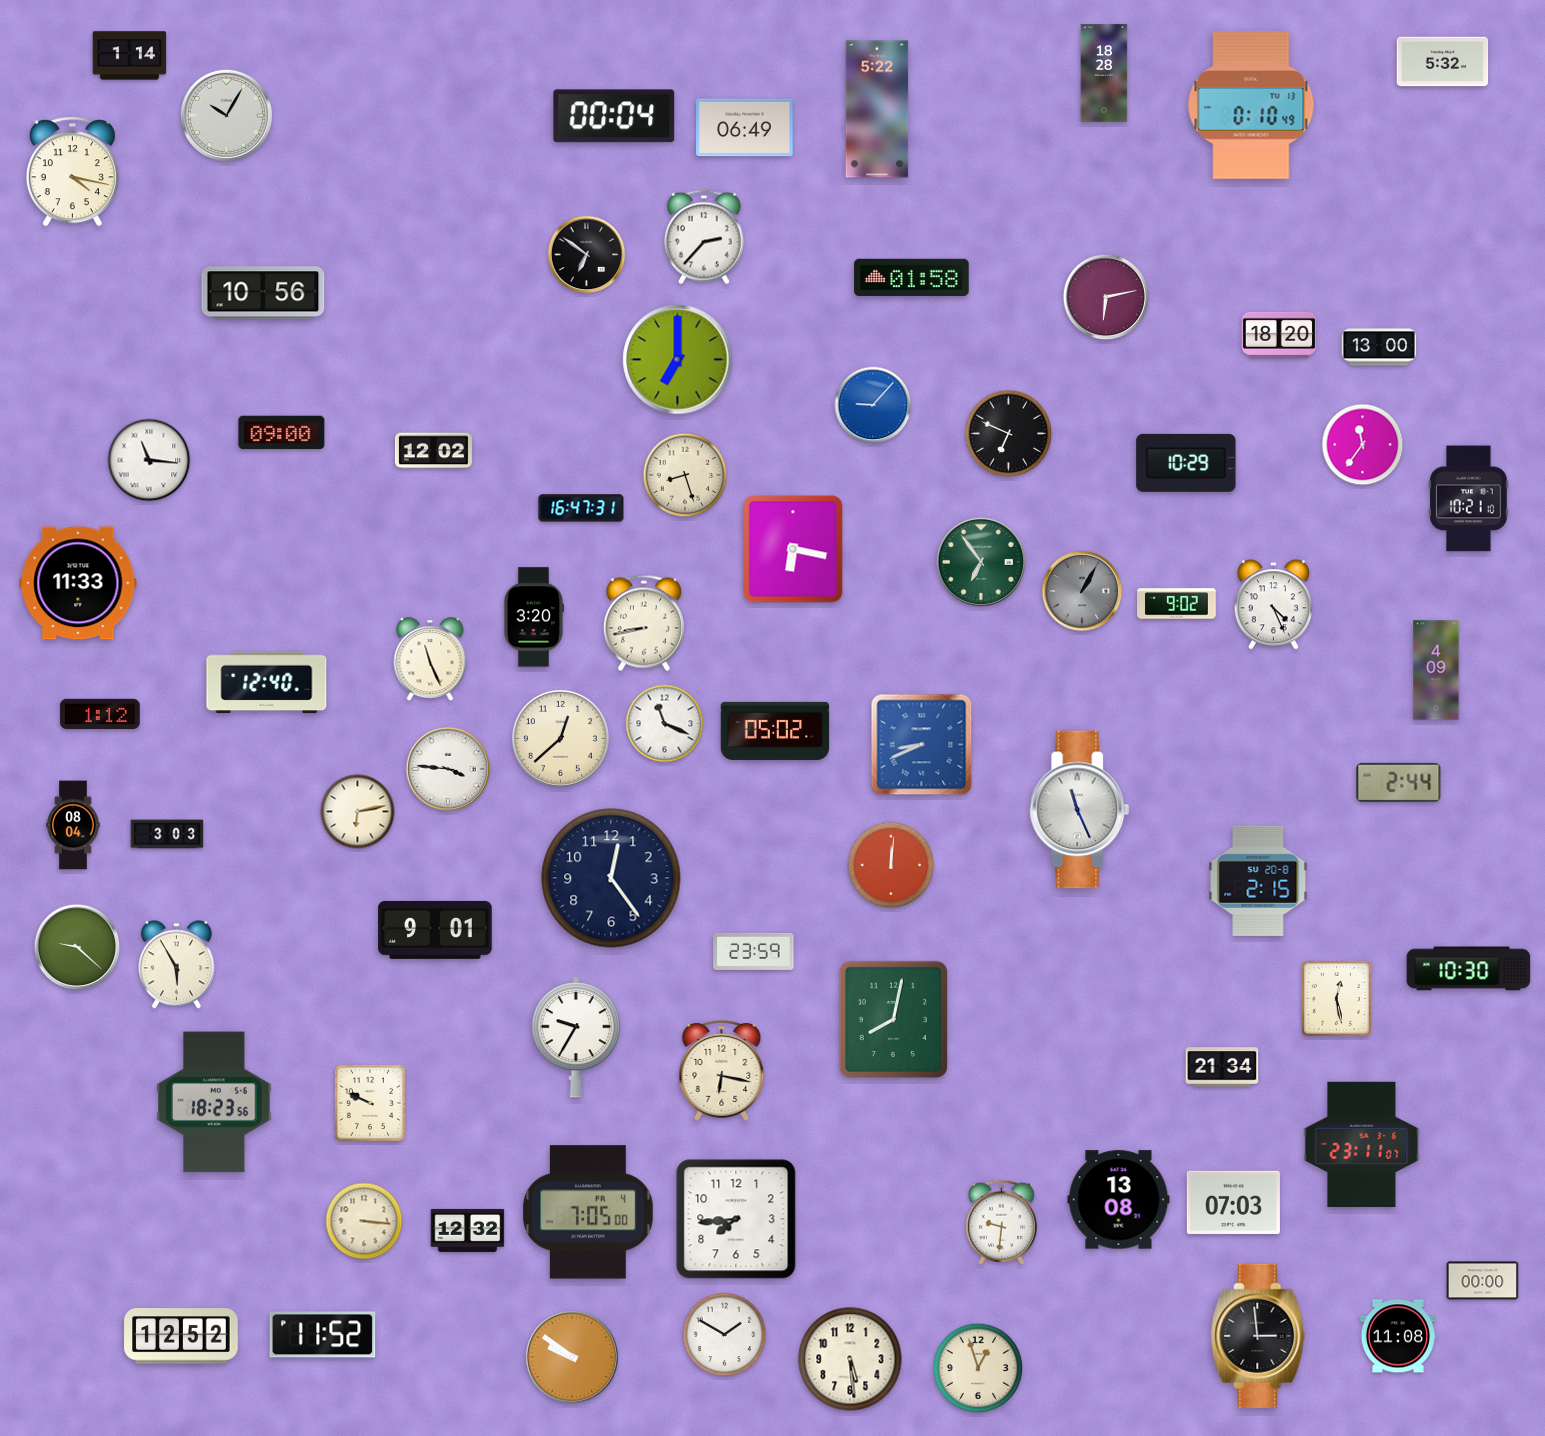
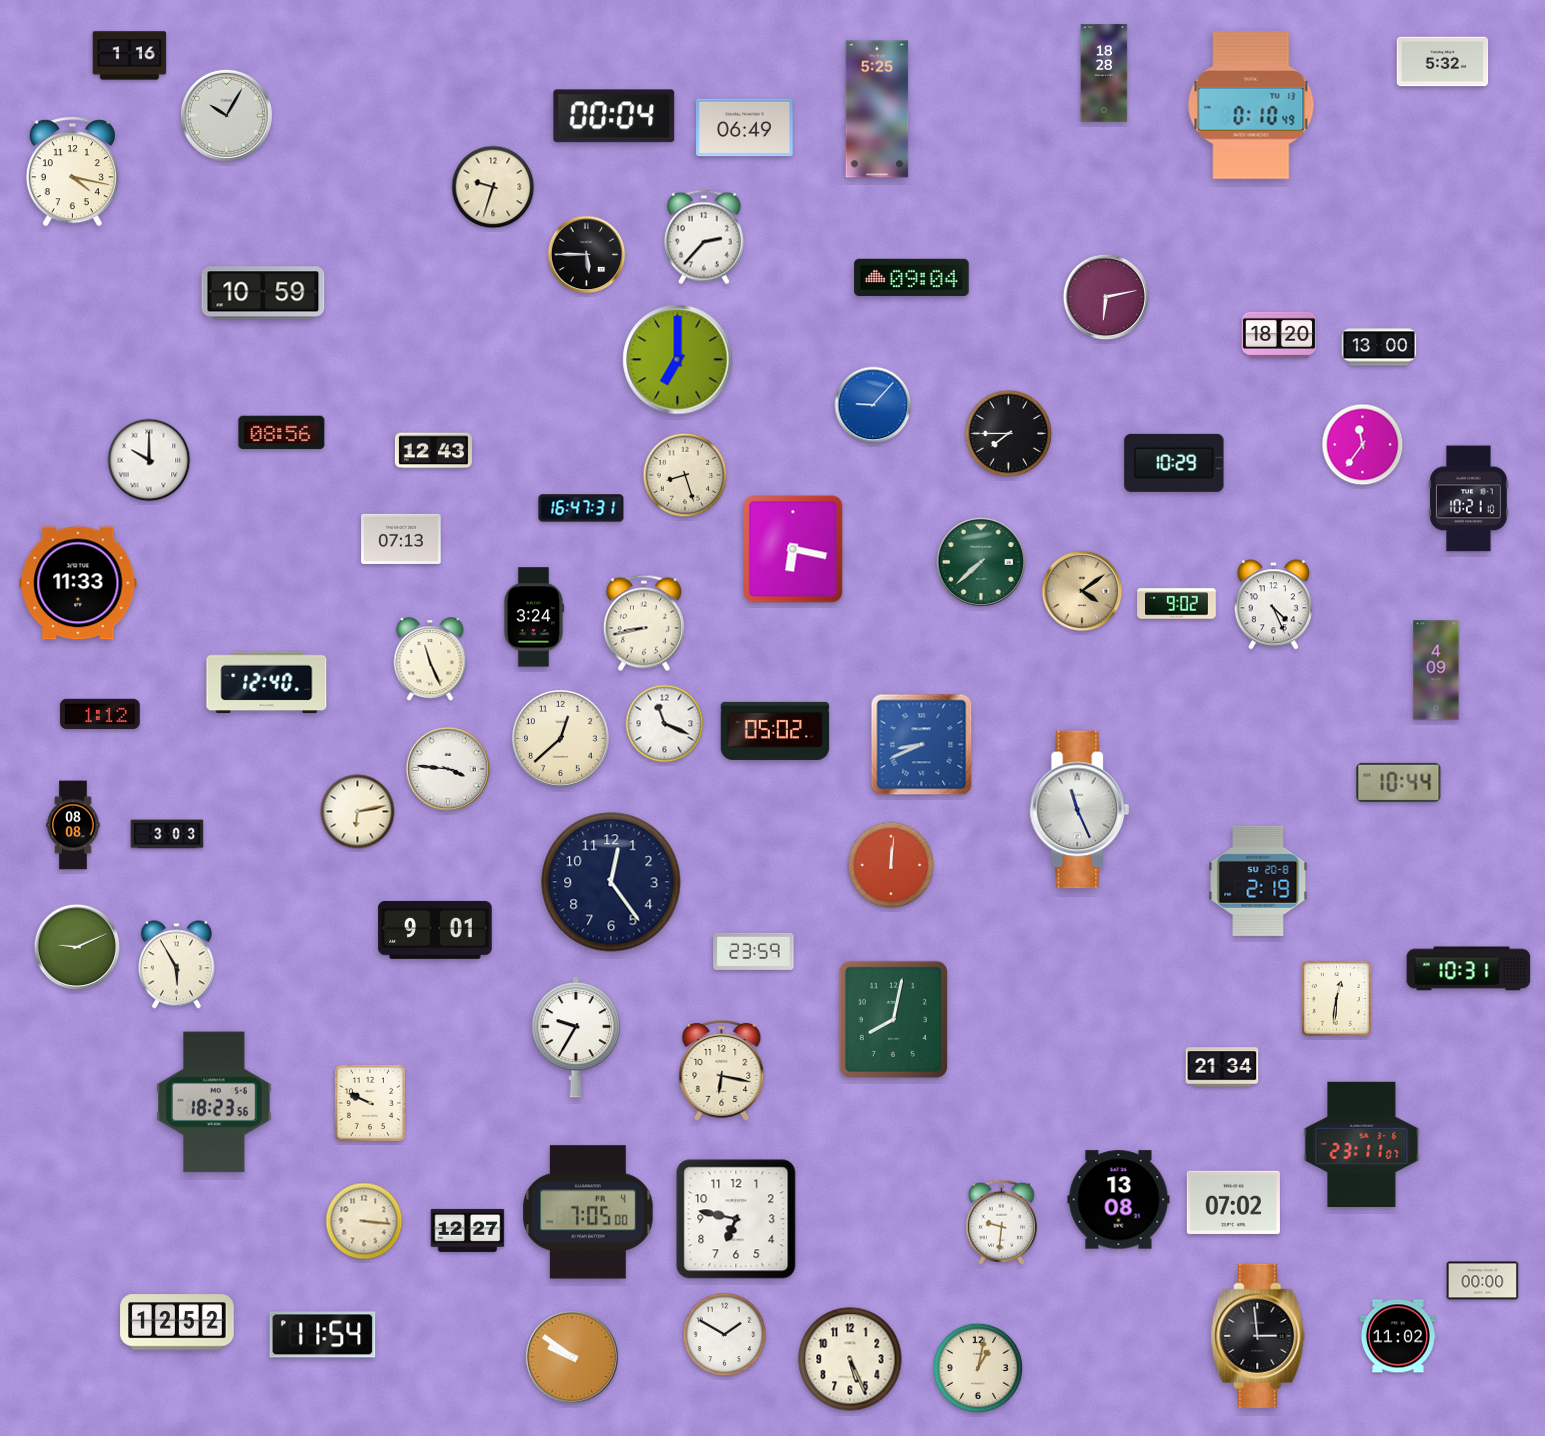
clock at (130, 56): 1:14 -> 1:16
clock at (877, 109): 5:22 -> 5:25
clock at (493, 187): none -> 9:33
clock at (587, 255): 6:51 -> 5:45
clock at (912, 277): 01:58 -> 09:04
clock at (263, 293): 10:56 -> 10:59
clock at (282, 433): 09:00 -> 08:56
clock at (1009, 434): 6:49 -> 7:45
clock at (433, 451): 12:02 -> 12:43
clock at (149, 460): 11:16 -> 10:00
clock at (1186, 463) position: (1186, 463) -> (1174, 463)
clock at (401, 539): none -> 07:13
clock at (981, 562): 6:54 -> 7:38
clock at (1082, 591): 1:05 -> 4:09
clock at (1082, 591) dial: grey -> champagne
clock at (534, 617): 3:20 -> 3:24
clock at (1399, 782): 2:44 -> 10:44
clock at (73, 825): 08:04 -> 08:08
clock at (611, 878) position: (611, 878) -> (611, 882)
clock at (1258, 881): 2:15 -> 2:19
clock at (77, 947): 9:22 -> 9:11
clock at (1469, 969): 10:30 -> 10:31
clock at (1336, 998): 12:28 -> 12:31
clock at (1233, 1202): 07:03 -> 07:02
clock at (736, 1219): 7:44 -> 6:47
clock at (468, 1230): 12:32 -> 12:27
clock at (323, 1335): 11:52 -> 11:54
clock at (181, 1336) position: (181, 1336) -> (177, 1322)
clock at (1398, 1336): 11:08 -> 11:02
clock at (850, 1359): 5:29 -> 5:26
clock at (978, 1368): 12:57 -> 1:02
